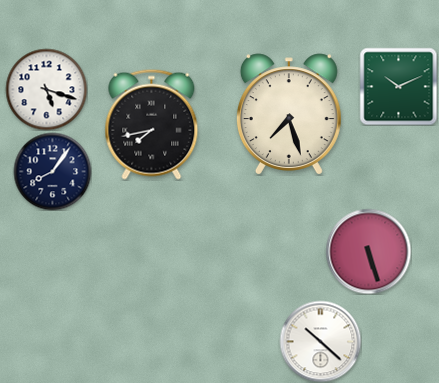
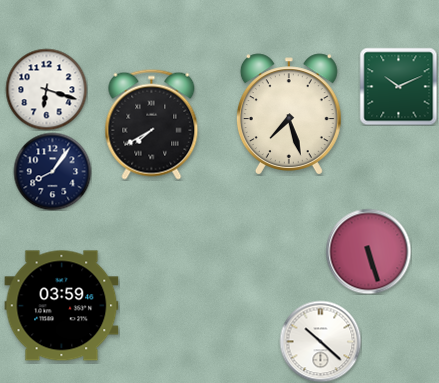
clock at (46, 89): 5:18 -> 6:18
clock at (152, 124): 7:43 -> 7:40
clock at (62, 306): none -> 03:59
